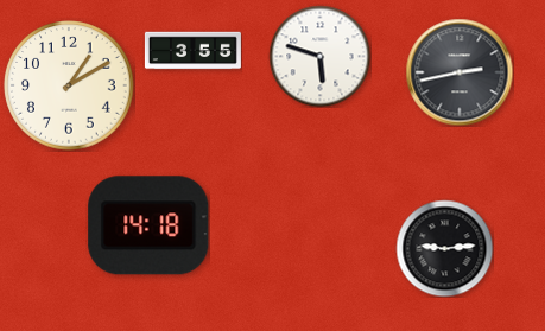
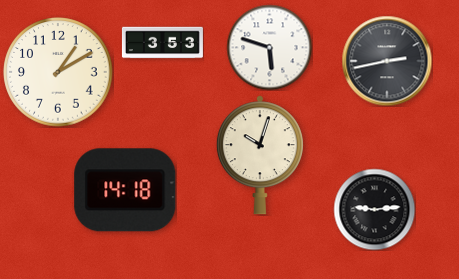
clock at (192, 51): 3:55 -> 3:53
clock at (260, 155): none -> 10:03
